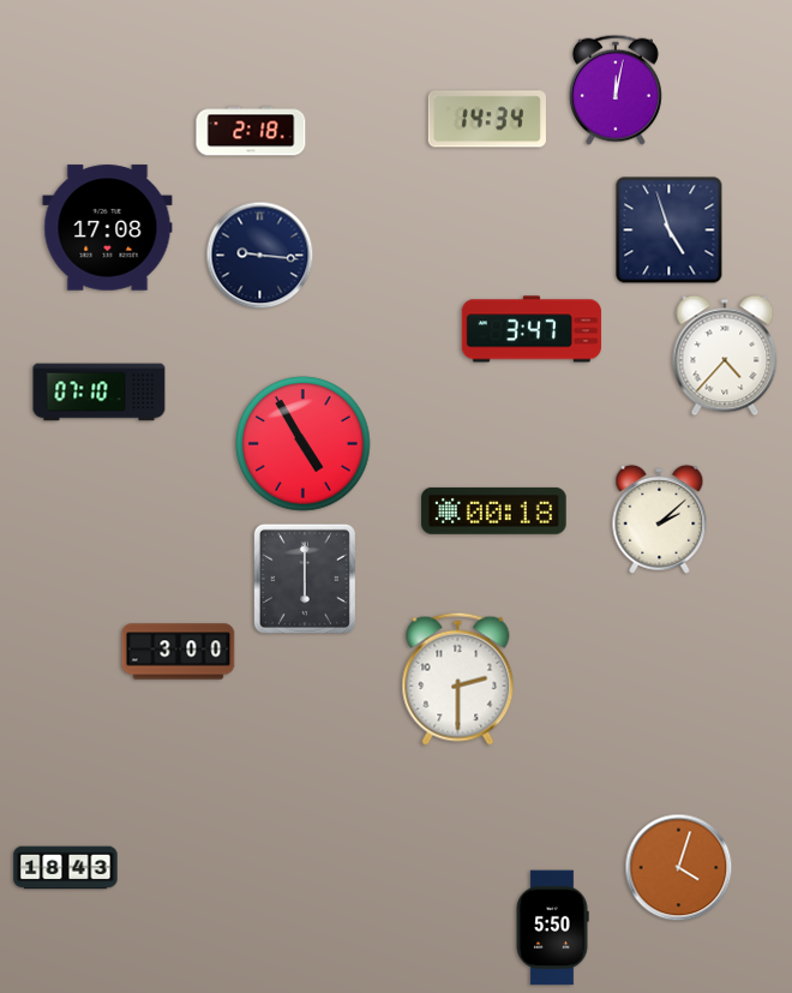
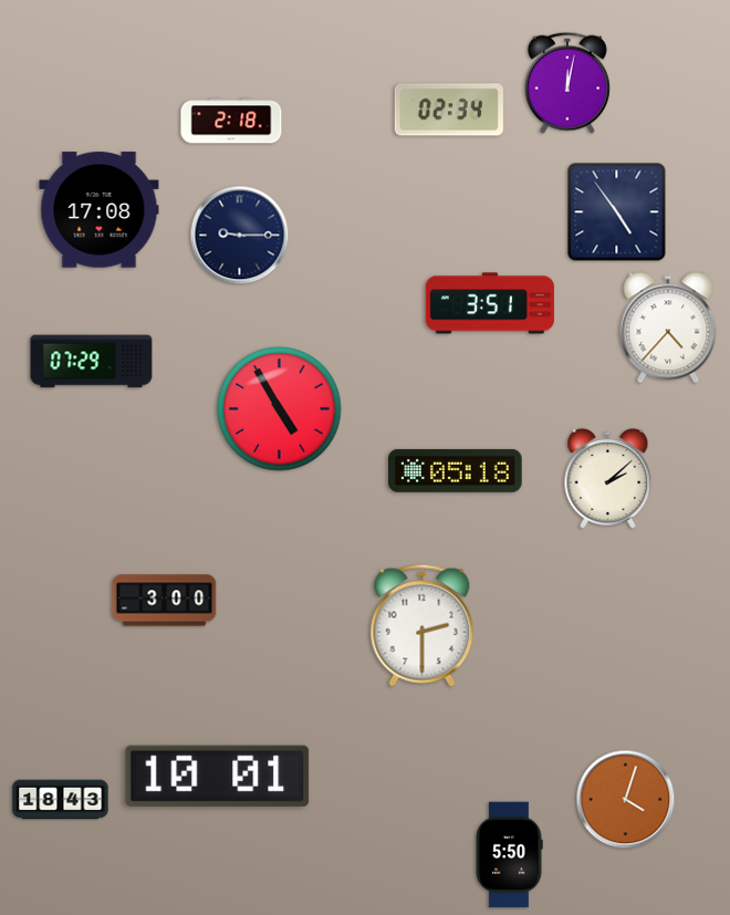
clock at (487, 119): 14:34 -> 02:34
clock at (670, 231): 4:57 -> 4:54
clock at (260, 256): 9:16 -> 9:15
clock at (532, 329): 3:47 -> 3:51
clock at (100, 393): 07:10 -> 07:29
clock at (494, 510): 00:18 -> 05:18
clock at (305, 579): 6:00 -> none
clock at (218, 776): none -> 10:01
